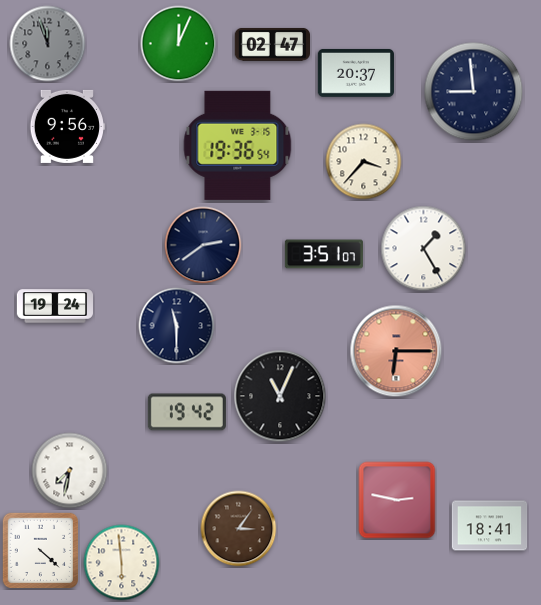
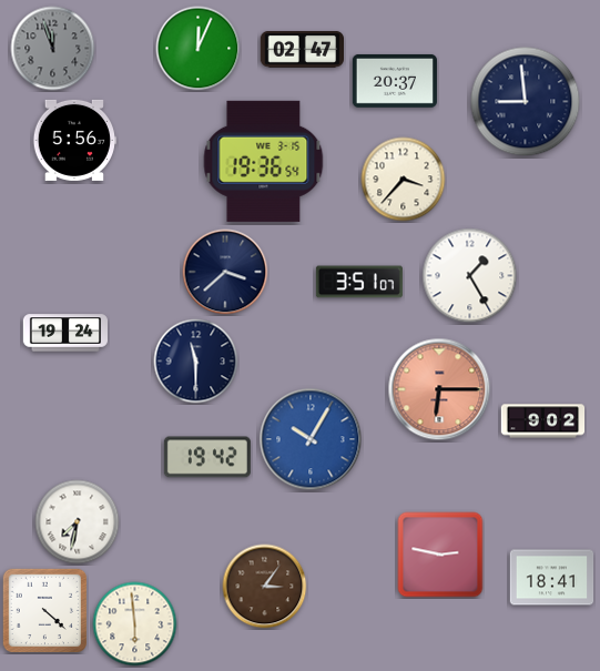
clock at (67, 126): 9:56 -> 5:56
clock at (203, 245): 2:39 -> 3:38
clock at (54, 306) position: (54, 306) -> (64, 333)
clock at (543, 421): none -> 9:02
clock at (280, 396): 11:04 -> 10:05
clock at (280, 396) dial: black -> blue
clock at (490, 526) position: (490, 526) -> (552, 578)
